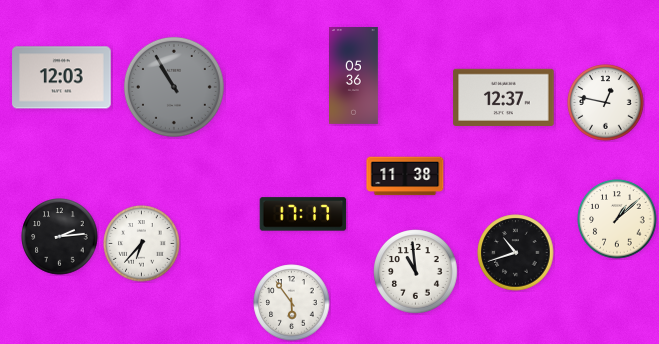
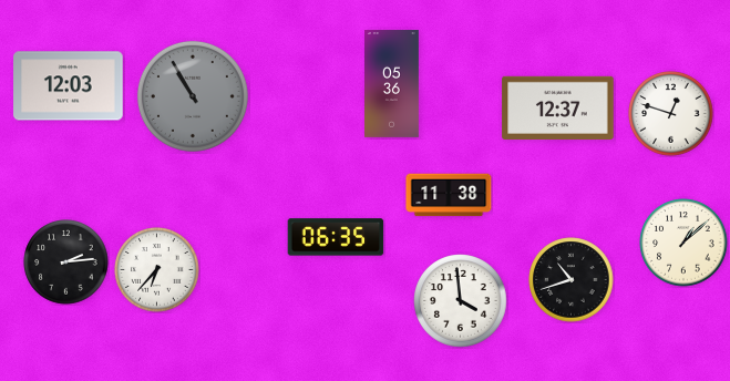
clock at (606, 103): 12:47 -> 12:48
clock at (303, 214): 17:17 -> 06:35
clock at (416, 272): 10:59 -> 3:59
clock at (292, 303): 5:54 -> none
